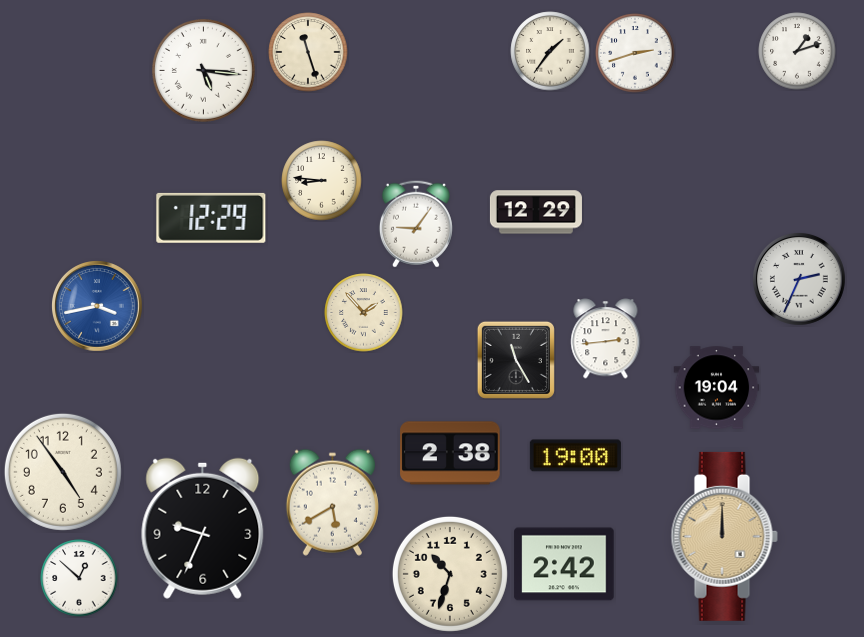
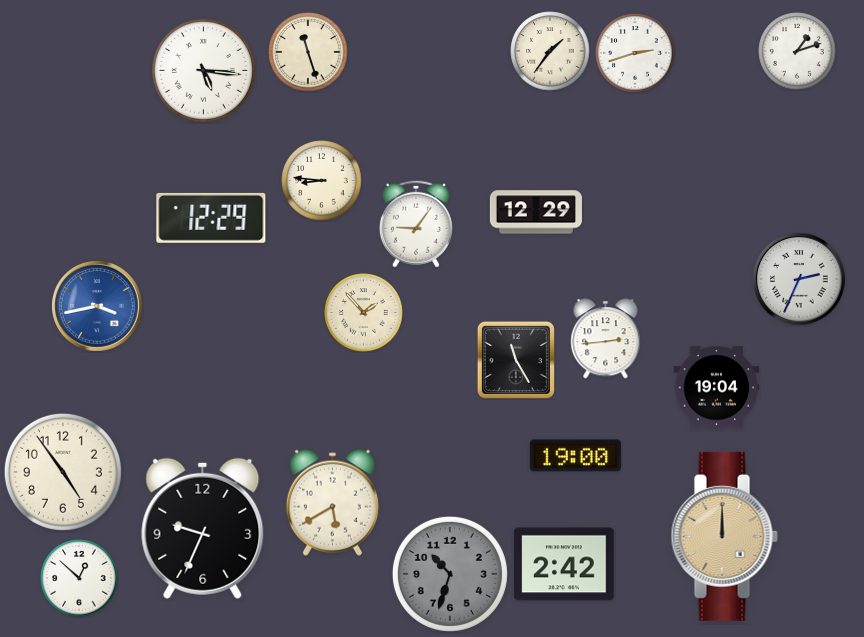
clock at (450, 453): 2:38 -> none
clock at (450, 574) dial: cream -> grey
